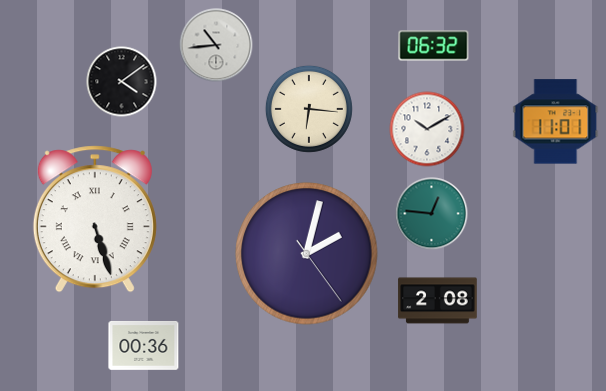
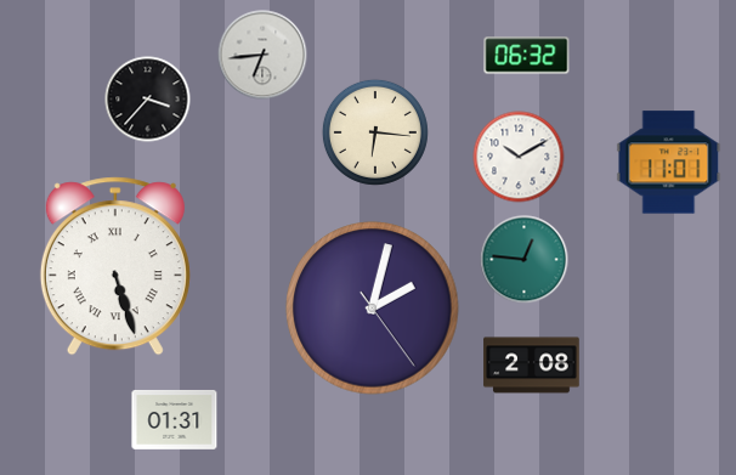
clock at (216, 45): 10:44 -> 6:44
clock at (122, 82): 4:09 -> 3:37
clock at (556, 122) position: (556, 122) -> (669, 163)
clock at (144, 346): 00:36 -> 01:31
